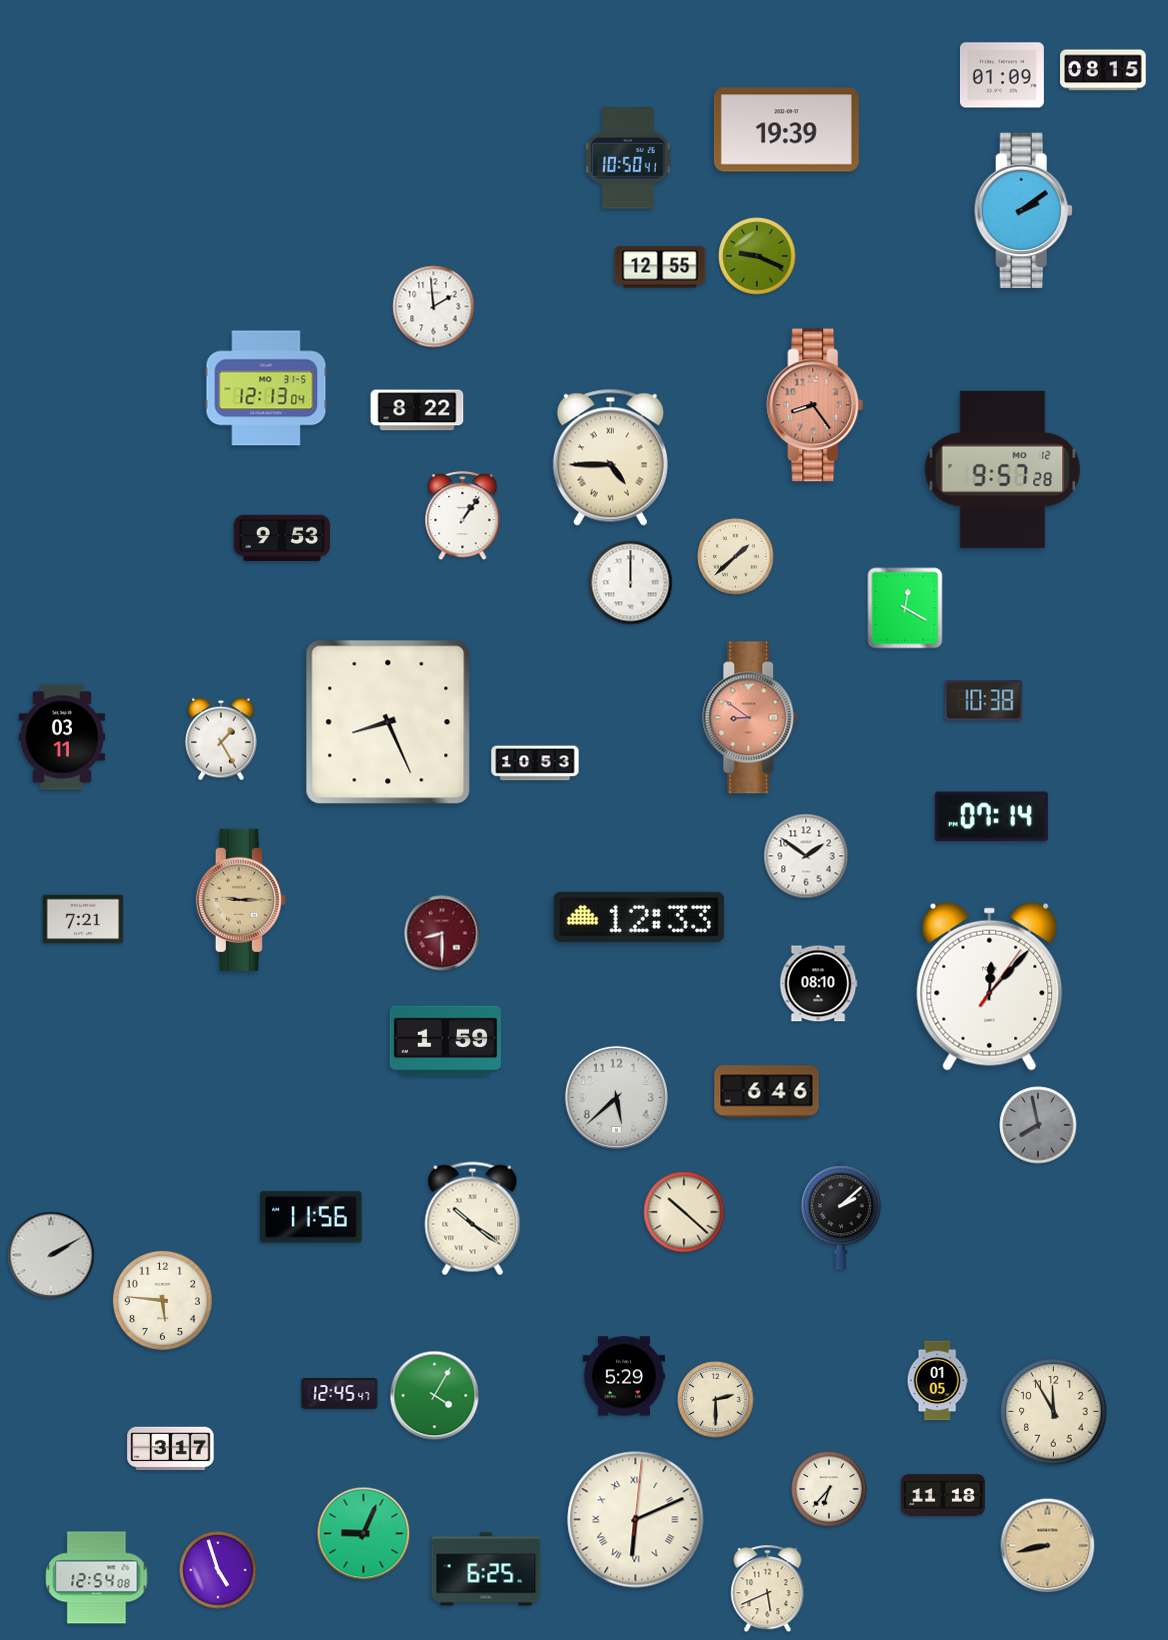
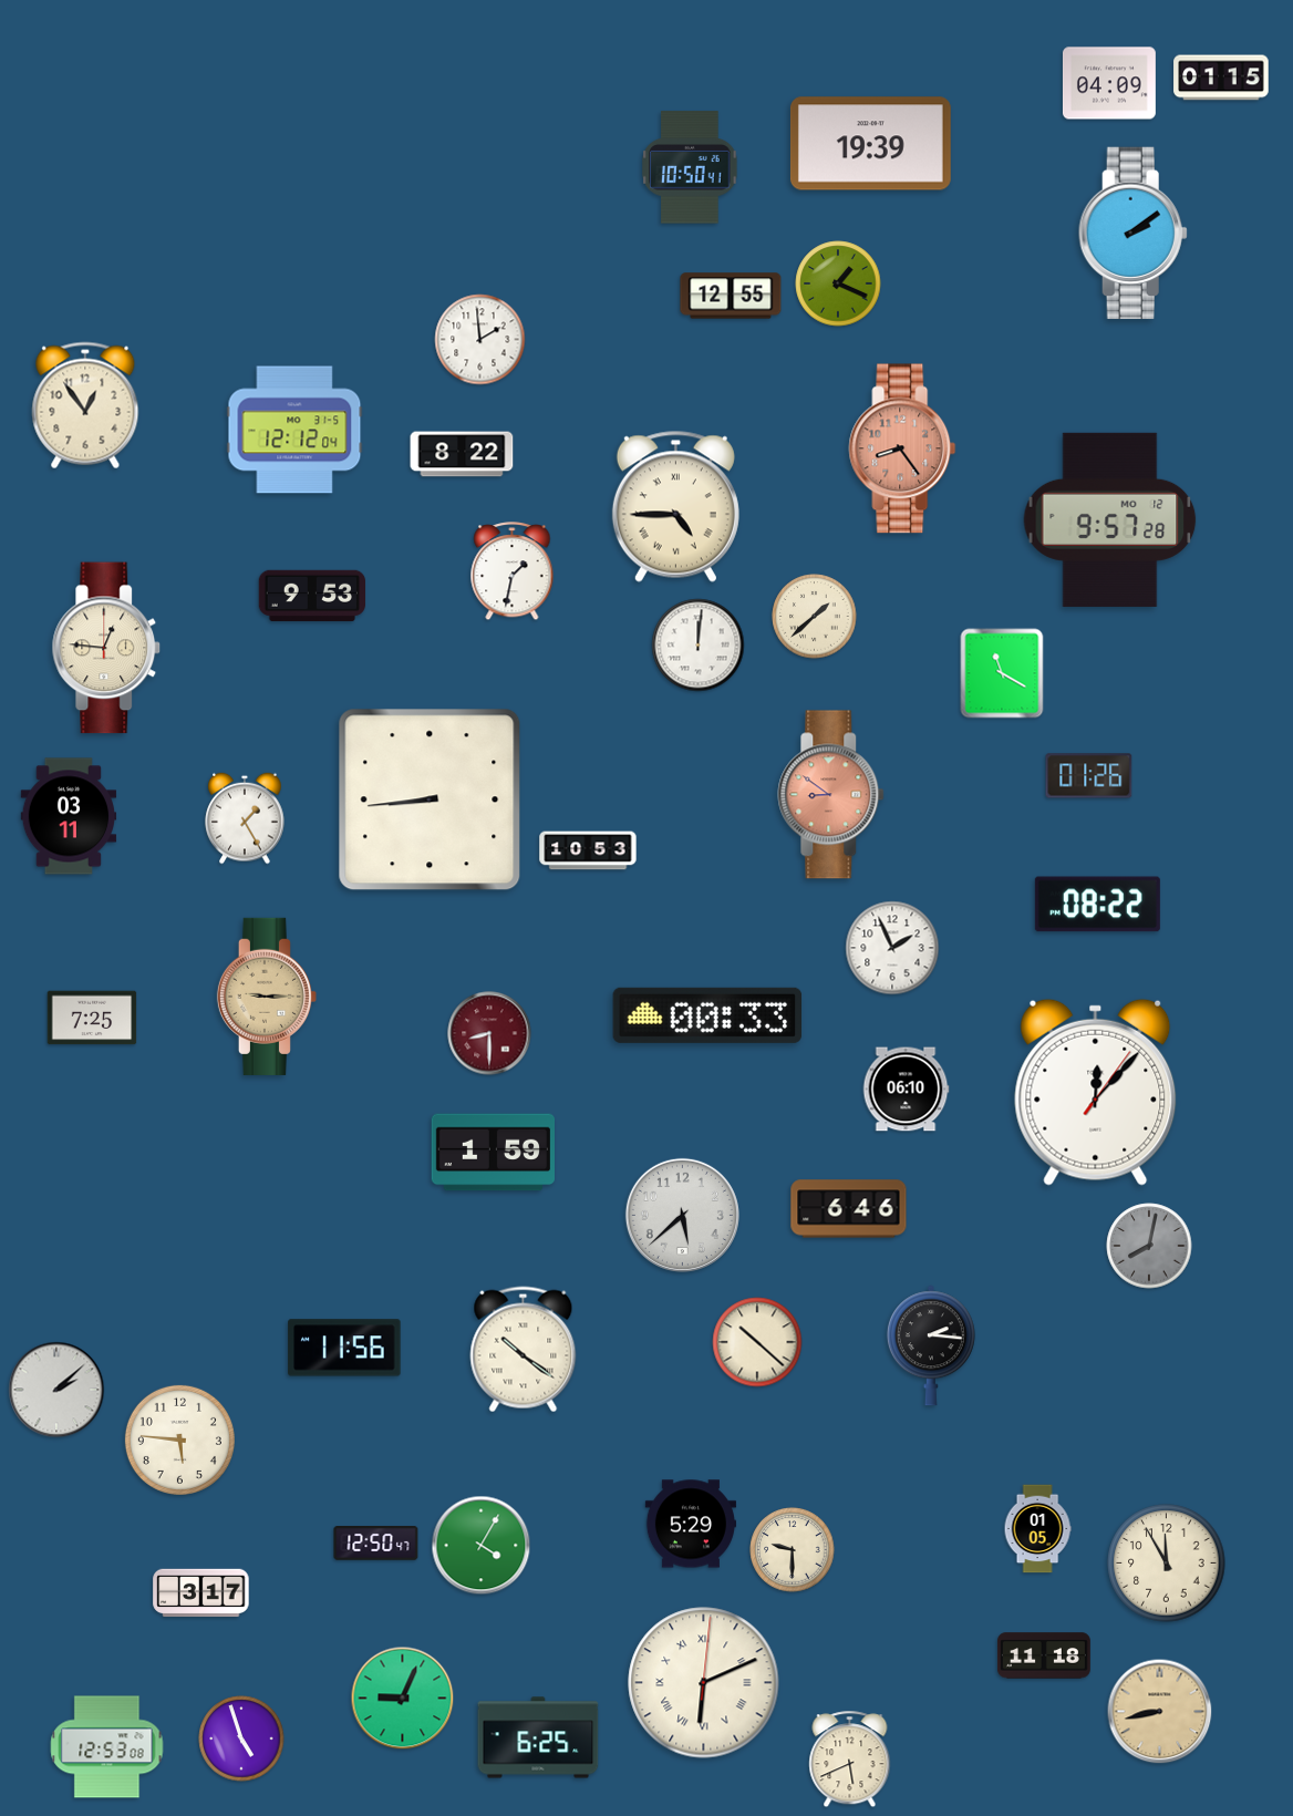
clock at (1103, 70): 08:15 -> 01:15
clock at (1002, 75): 01:09 -> 04:09
clock at (628, 158) position: (628, 158) -> (690, 167)
clock at (757, 256): 9:19 -> 1:19
clock at (85, 405): none -> 12:54
clock at (266, 388): 12:13 -> 12:12
clock at (463, 516): 1:06 -> 1:32
clock at (631, 583): 12:00 -> 12:01
clock at (106, 648): none -> 12:46
clock at (905, 608): 12:20 -> 11:20
clock at (984, 701): 10:38 -> 01:26
clock at (388, 722): 8:26 -> 8:44
clock at (535, 763) position: (535, 763) -> (588, 850)
clock at (991, 817): 07:14 -> 08:22
clock at (806, 856): 1:51 -> 1:56
clock at (639, 917): 12:33 -> 00:33
clock at (83, 919): 7:21 -> 7:25
clock at (818, 984): 08:10 -> 06:10
clock at (1038, 1125): 7:58 -> 8:02
clock at (841, 1215): 2:08 -> 2:16
clock at (51, 1255): 2:10 -> 2:08
clock at (340, 1394): 12:45 -> 12:50
clock at (716, 1400): 2:30 -> 9:30
clock at (171, 1449) position: (171, 1449) -> (201, 1593)
clock at (829, 1489): 6:37 -> none
clock at (97, 1578): 12:54 -> 12:53
